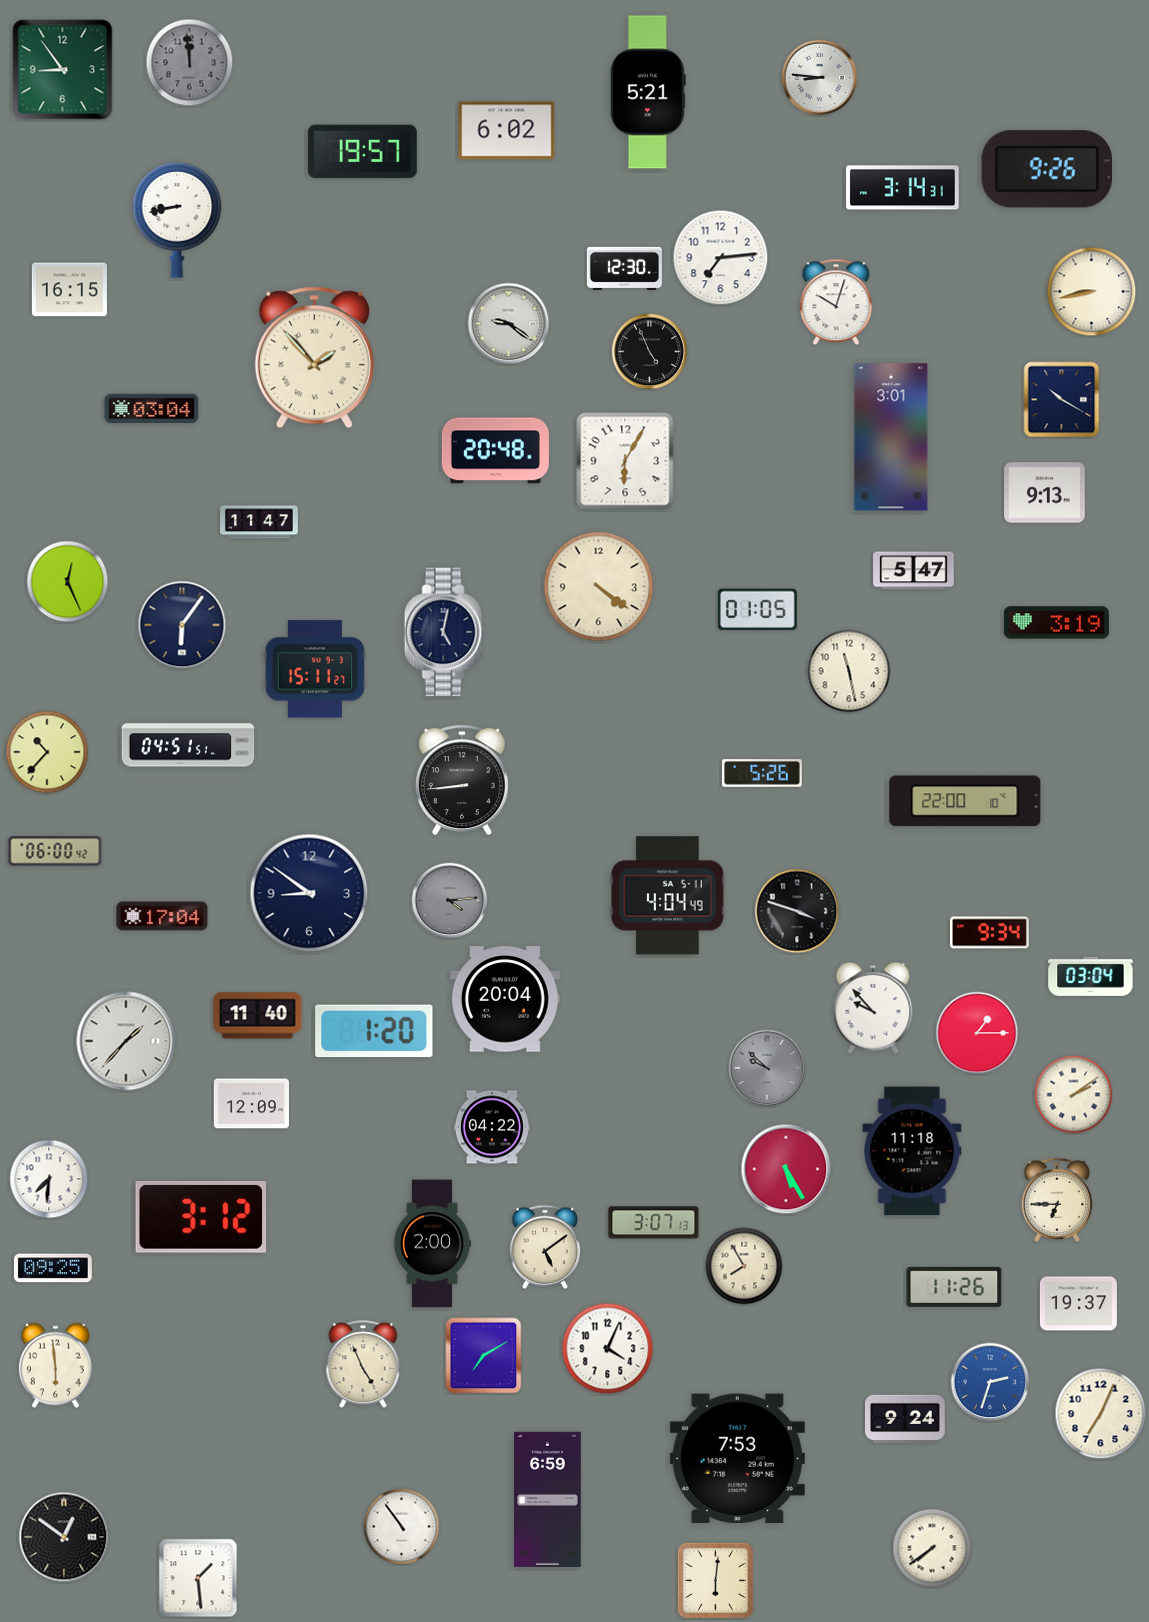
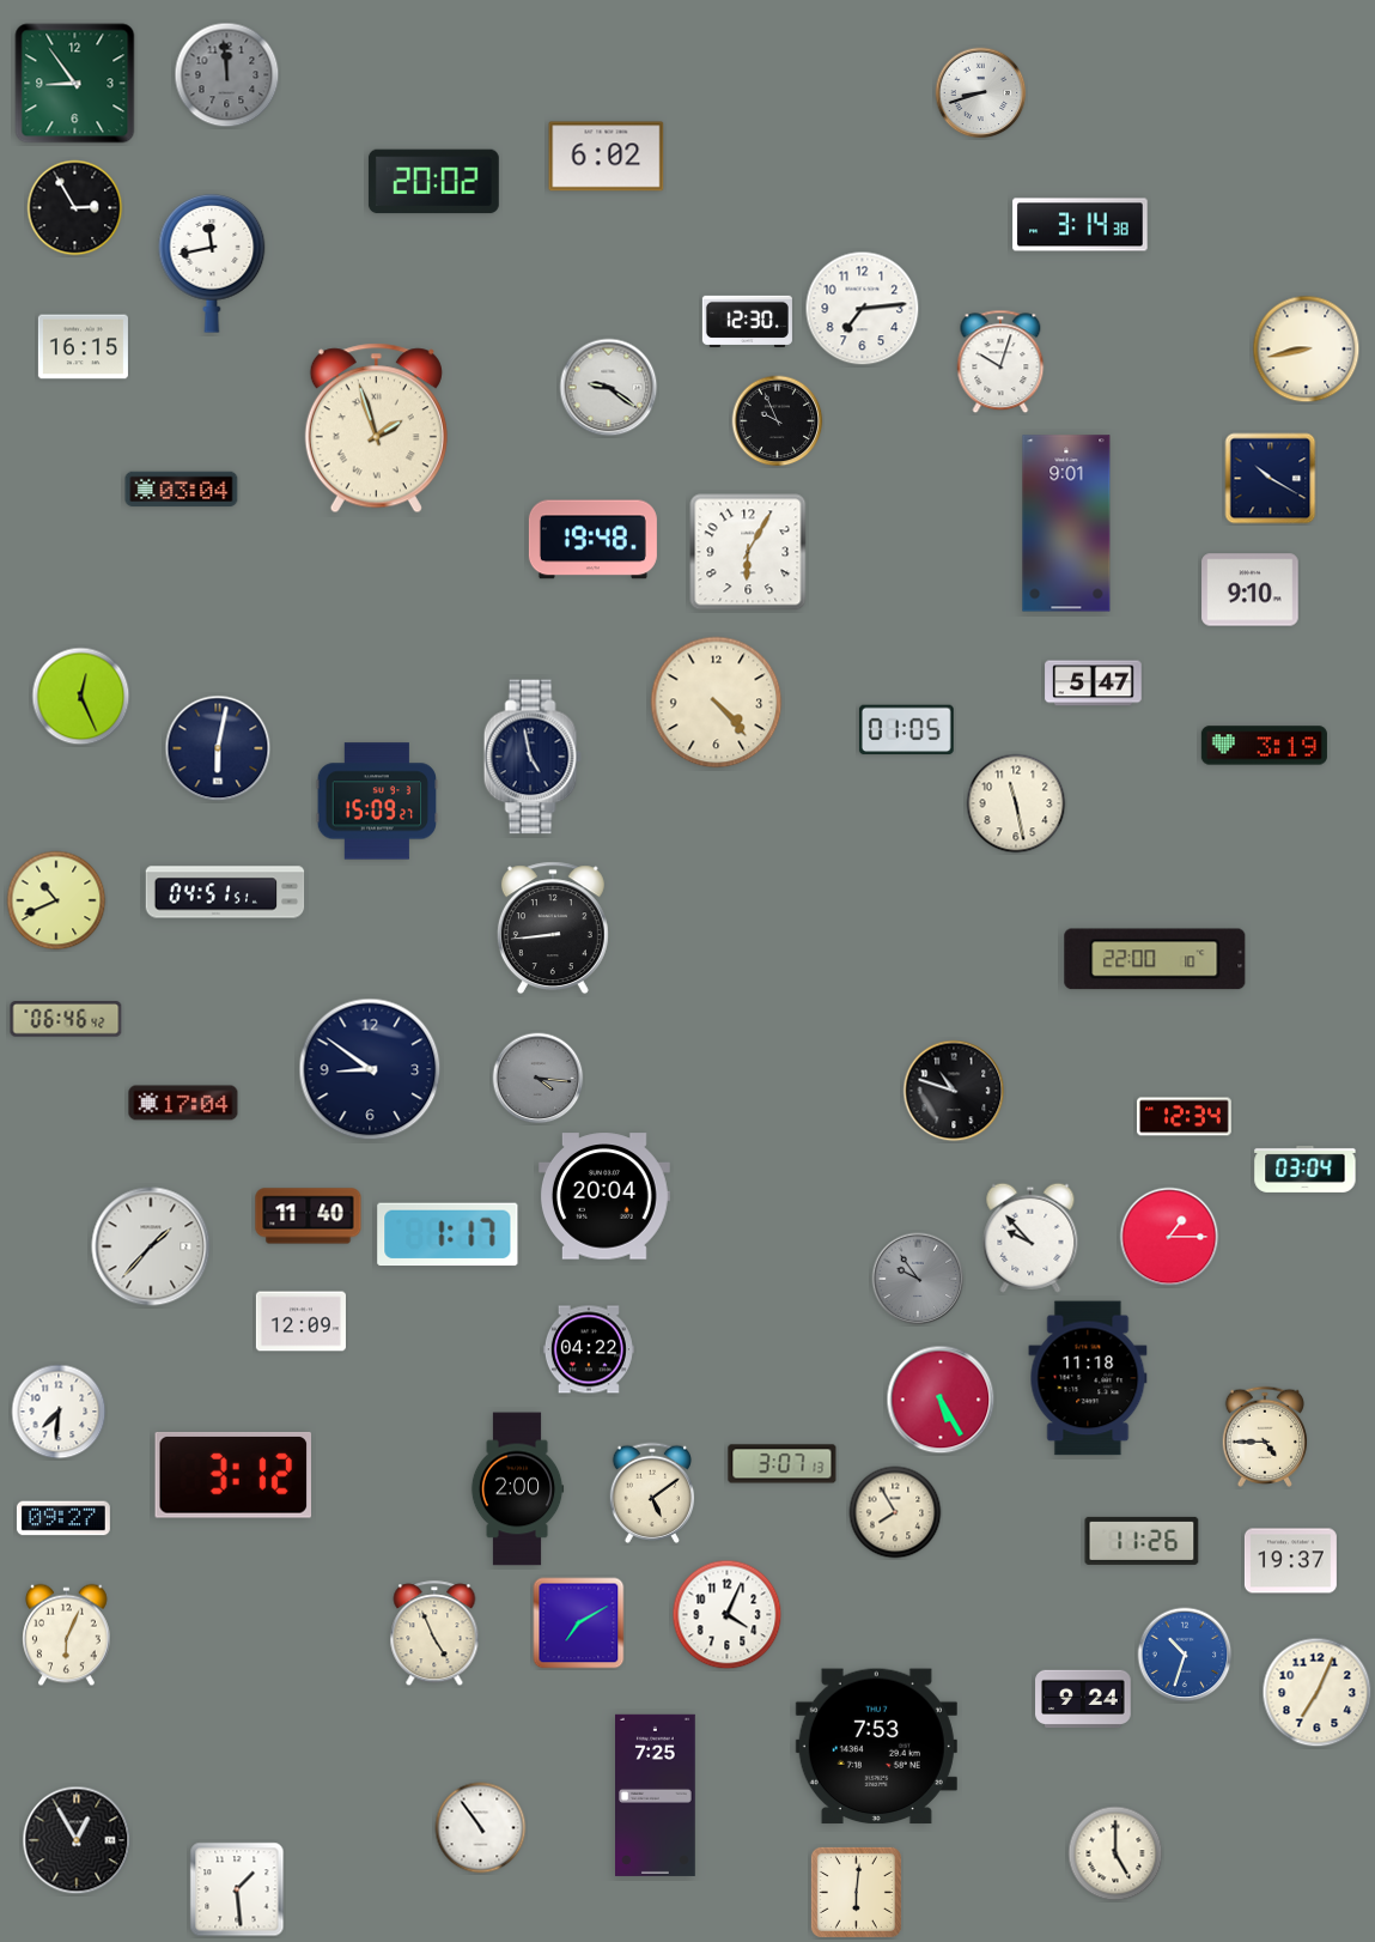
clock at (820, 78): 8:46 -> 8:42
clock at (648, 92): 5:21 -> none
clock at (362, 152): 19:57 -> 20:02
clock at (1046, 169): 9:26 -> none
clock at (75, 208): none -> 2:55
clock at (903, 188): 3:14:31 -> 3:14:38
clock at (177, 220): 8:43 -> 11:43
clock at (650, 352): 4:56 -> 9:56
clock at (314, 358): 1:53 -> 1:57
clock at (891, 437): 3:01 -> 9:01
clock at (495, 451): 20:48 -> 19:48
clock at (1045, 493): 9:13 -> 9:10
clock at (260, 522): 11:47 -> none
clock at (599, 587): 4:21 -> 4:23
clock at (182, 625): 6:06 -> 6:02
clock at (445, 632): 5:02 -> 4:58
clock at (315, 669): 15:11 -> 15:09
clock at (47, 752): 10:37 -> 10:41
clock at (762, 773): 5:26 -> none
clock at (462, 780) position: (462, 780) -> (553, 928)
clock at (55, 851): 06:00 -> 06:46
clock at (668, 896): 4:04 -> none
clock at (450, 901): 4:14 -> 4:16
clock at (797, 911): 3:48 -> 10:48
clock at (162, 916) position: (162, 916) -> (183, 1103)
clock at (990, 933): 9:34 -> 12:34
clock at (873, 1008) position: (873, 1008) -> (1030, 1238)
clock at (374, 1031): 1:20 -> 1:17
clock at (767, 1068): 9:52 -> 9:54
clock at (1074, 1095): 2:09 -> none
clock at (912, 1151) position: (912, 1151) -> (1088, 1378)
clock at (1057, 1200): 6:45 -> 4:45
clock at (200, 1218) position: (200, 1218) -> (232, 1476)
clock at (744, 1266) position: (744, 1266) -> (895, 1512)
clock at (53, 1268): 09:25 -> 09:27
clock at (56, 1366): 5:59 -> 6:04
clock at (990, 1382): 2:33 -> 10:33
clock at (737, 1459) position: (737, 1459) -> (876, 1747)
clock at (548, 1499): 6:59 -> 7:25
clock at (64, 1537): 12:51 -> 12:55
clock at (932, 1548): 7:39 -> 5:00
